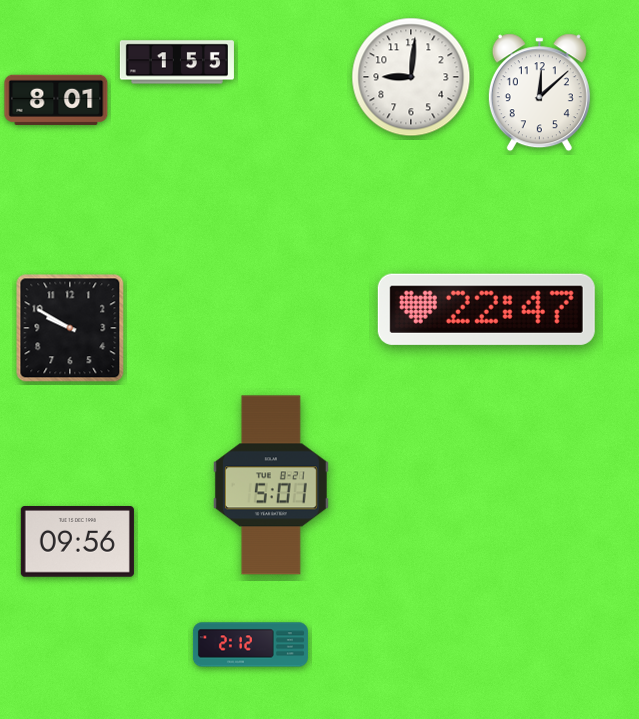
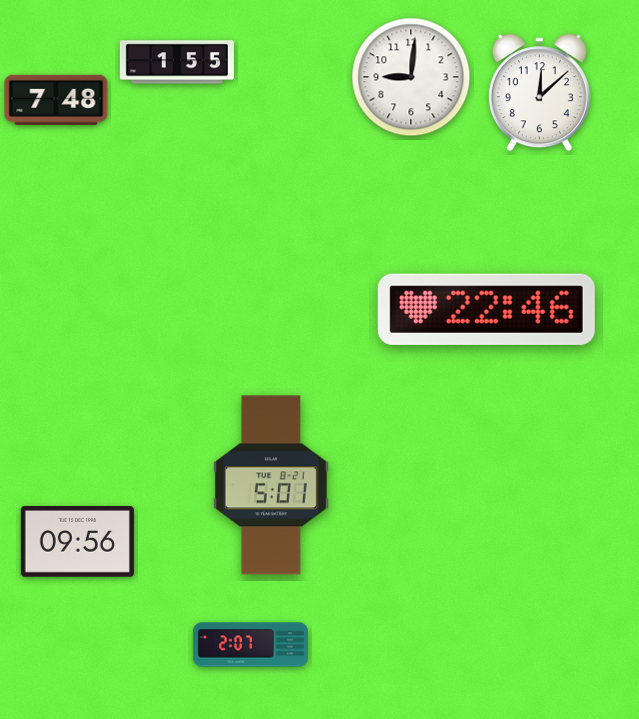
clock at (56, 100): 8:01 -> 7:48
clock at (486, 309): 22:47 -> 22:46
clock at (70, 328): 9:50 -> none
clock at (250, 645): 2:12 -> 2:07
